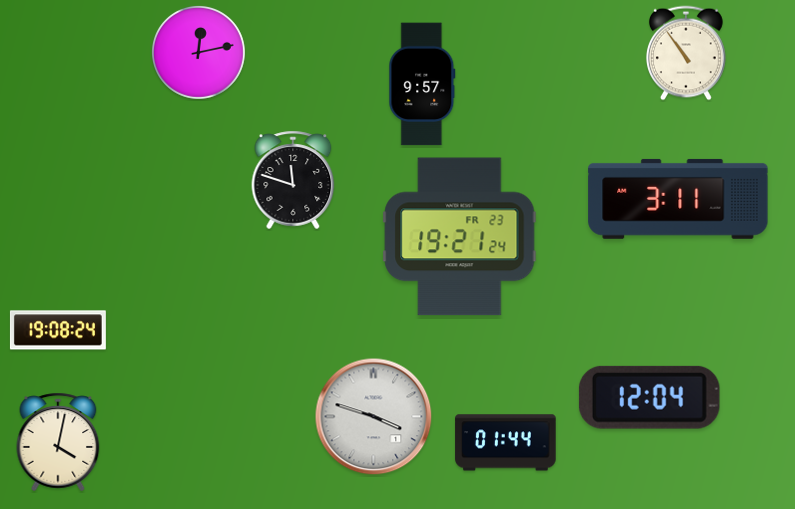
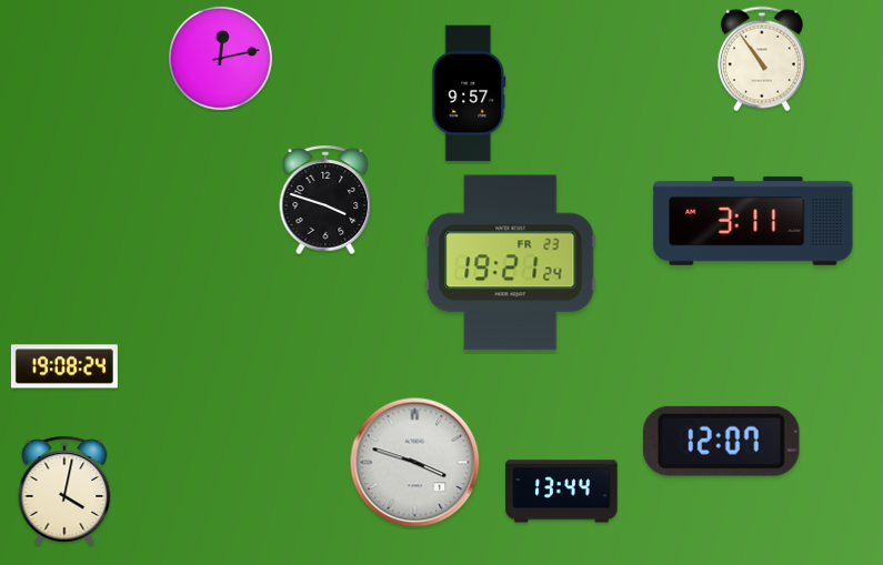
clock at (293, 180): 11:48 -> 3:48
clock at (649, 397): 12:04 -> 12:07
clock at (506, 443): 01:44 -> 13:44
